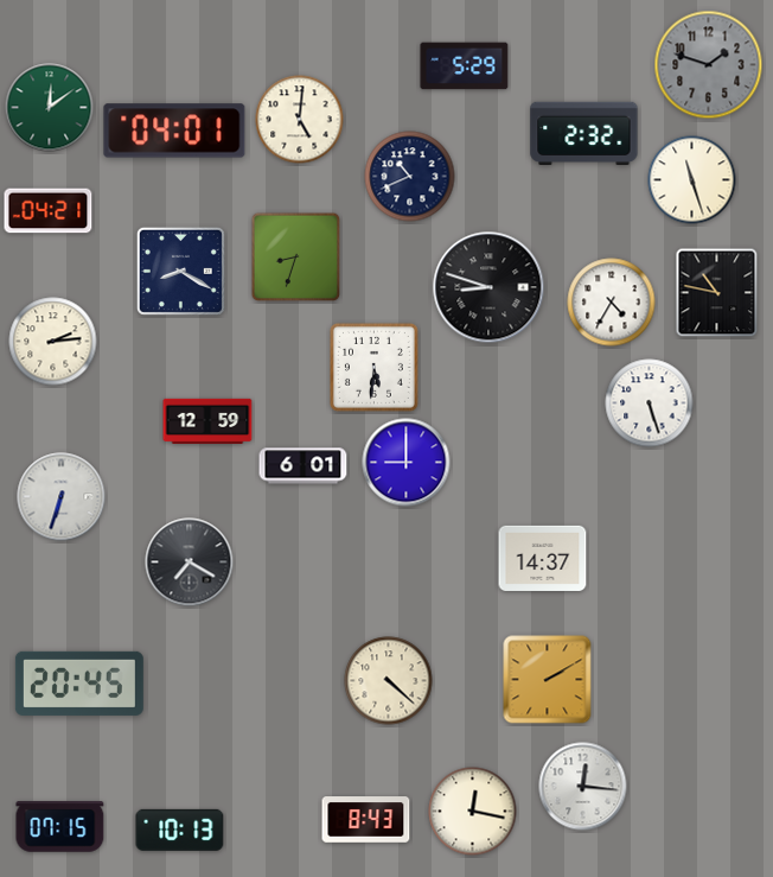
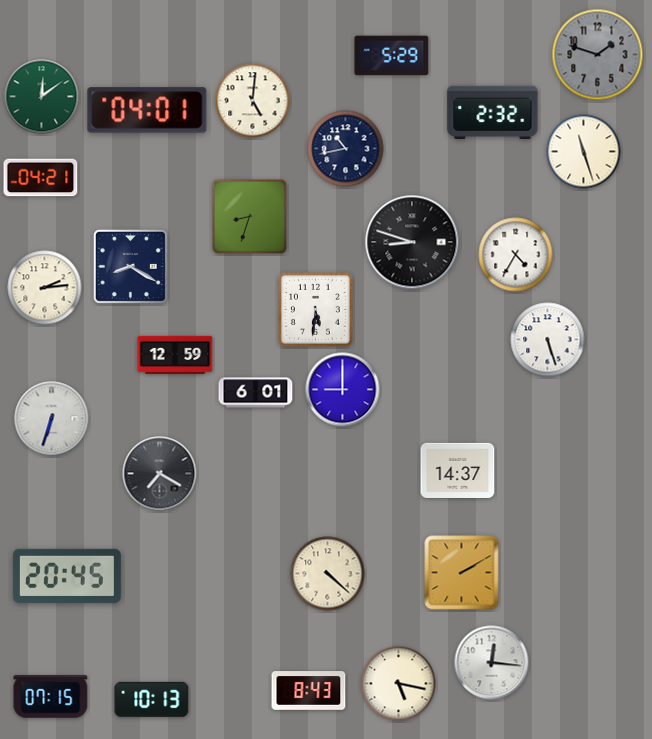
clock at (50, 108) position: (50, 108) -> (42, 97)
clock at (410, 177): 10:41 -> 10:43
clock at (180, 271) position: (180, 271) -> (130, 266)
clock at (717, 293): 10:47 -> none
clock at (473, 812): 12:17 -> 5:17
